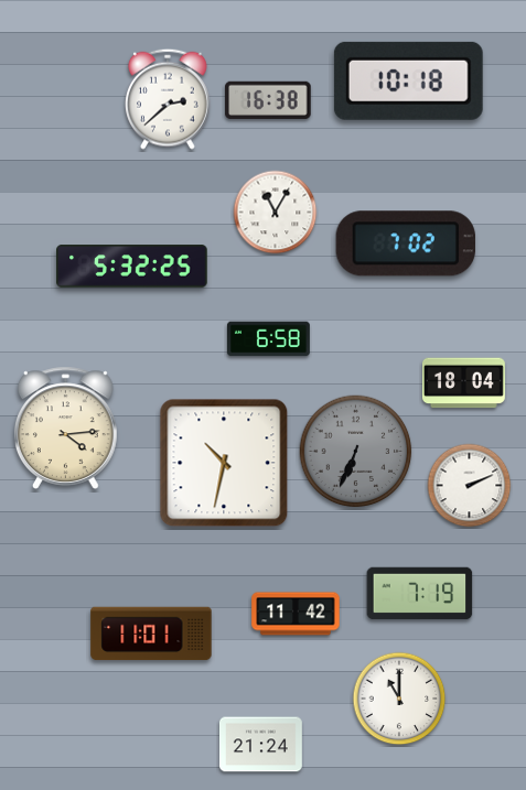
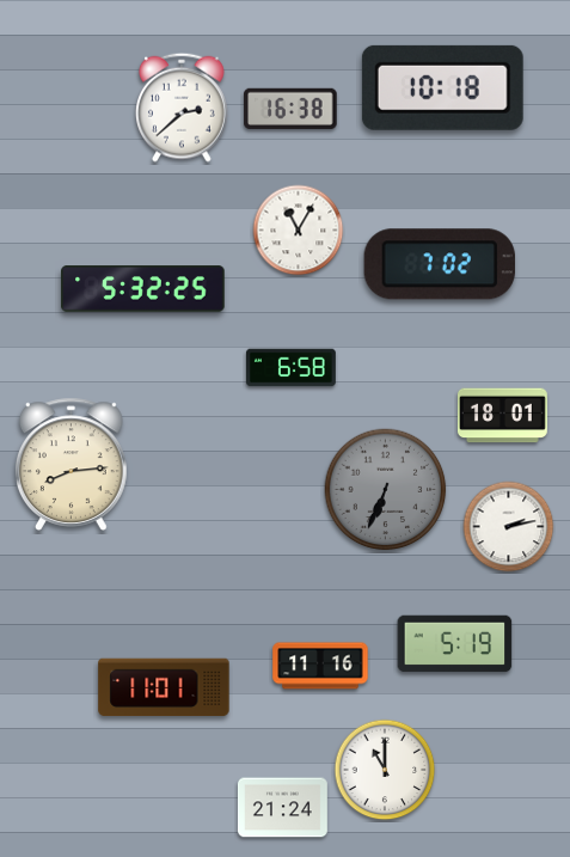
clock at (463, 383): 18:04 -> 18:01
clock at (65, 428): 4:14 -> 8:14
clock at (224, 463): 10:32 -> none
clock at (470, 486): 2:11 -> 2:13
clock at (420, 594): 7:19 -> 5:19
clock at (296, 614): 11:42 -> 11:16
clock at (399, 699) position: (399, 699) -> (385, 770)
